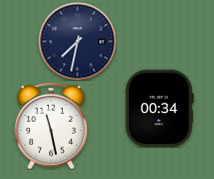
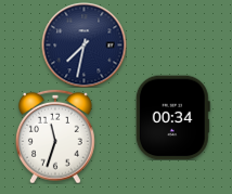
clock at (51, 126): 11:28 -> 11:33
